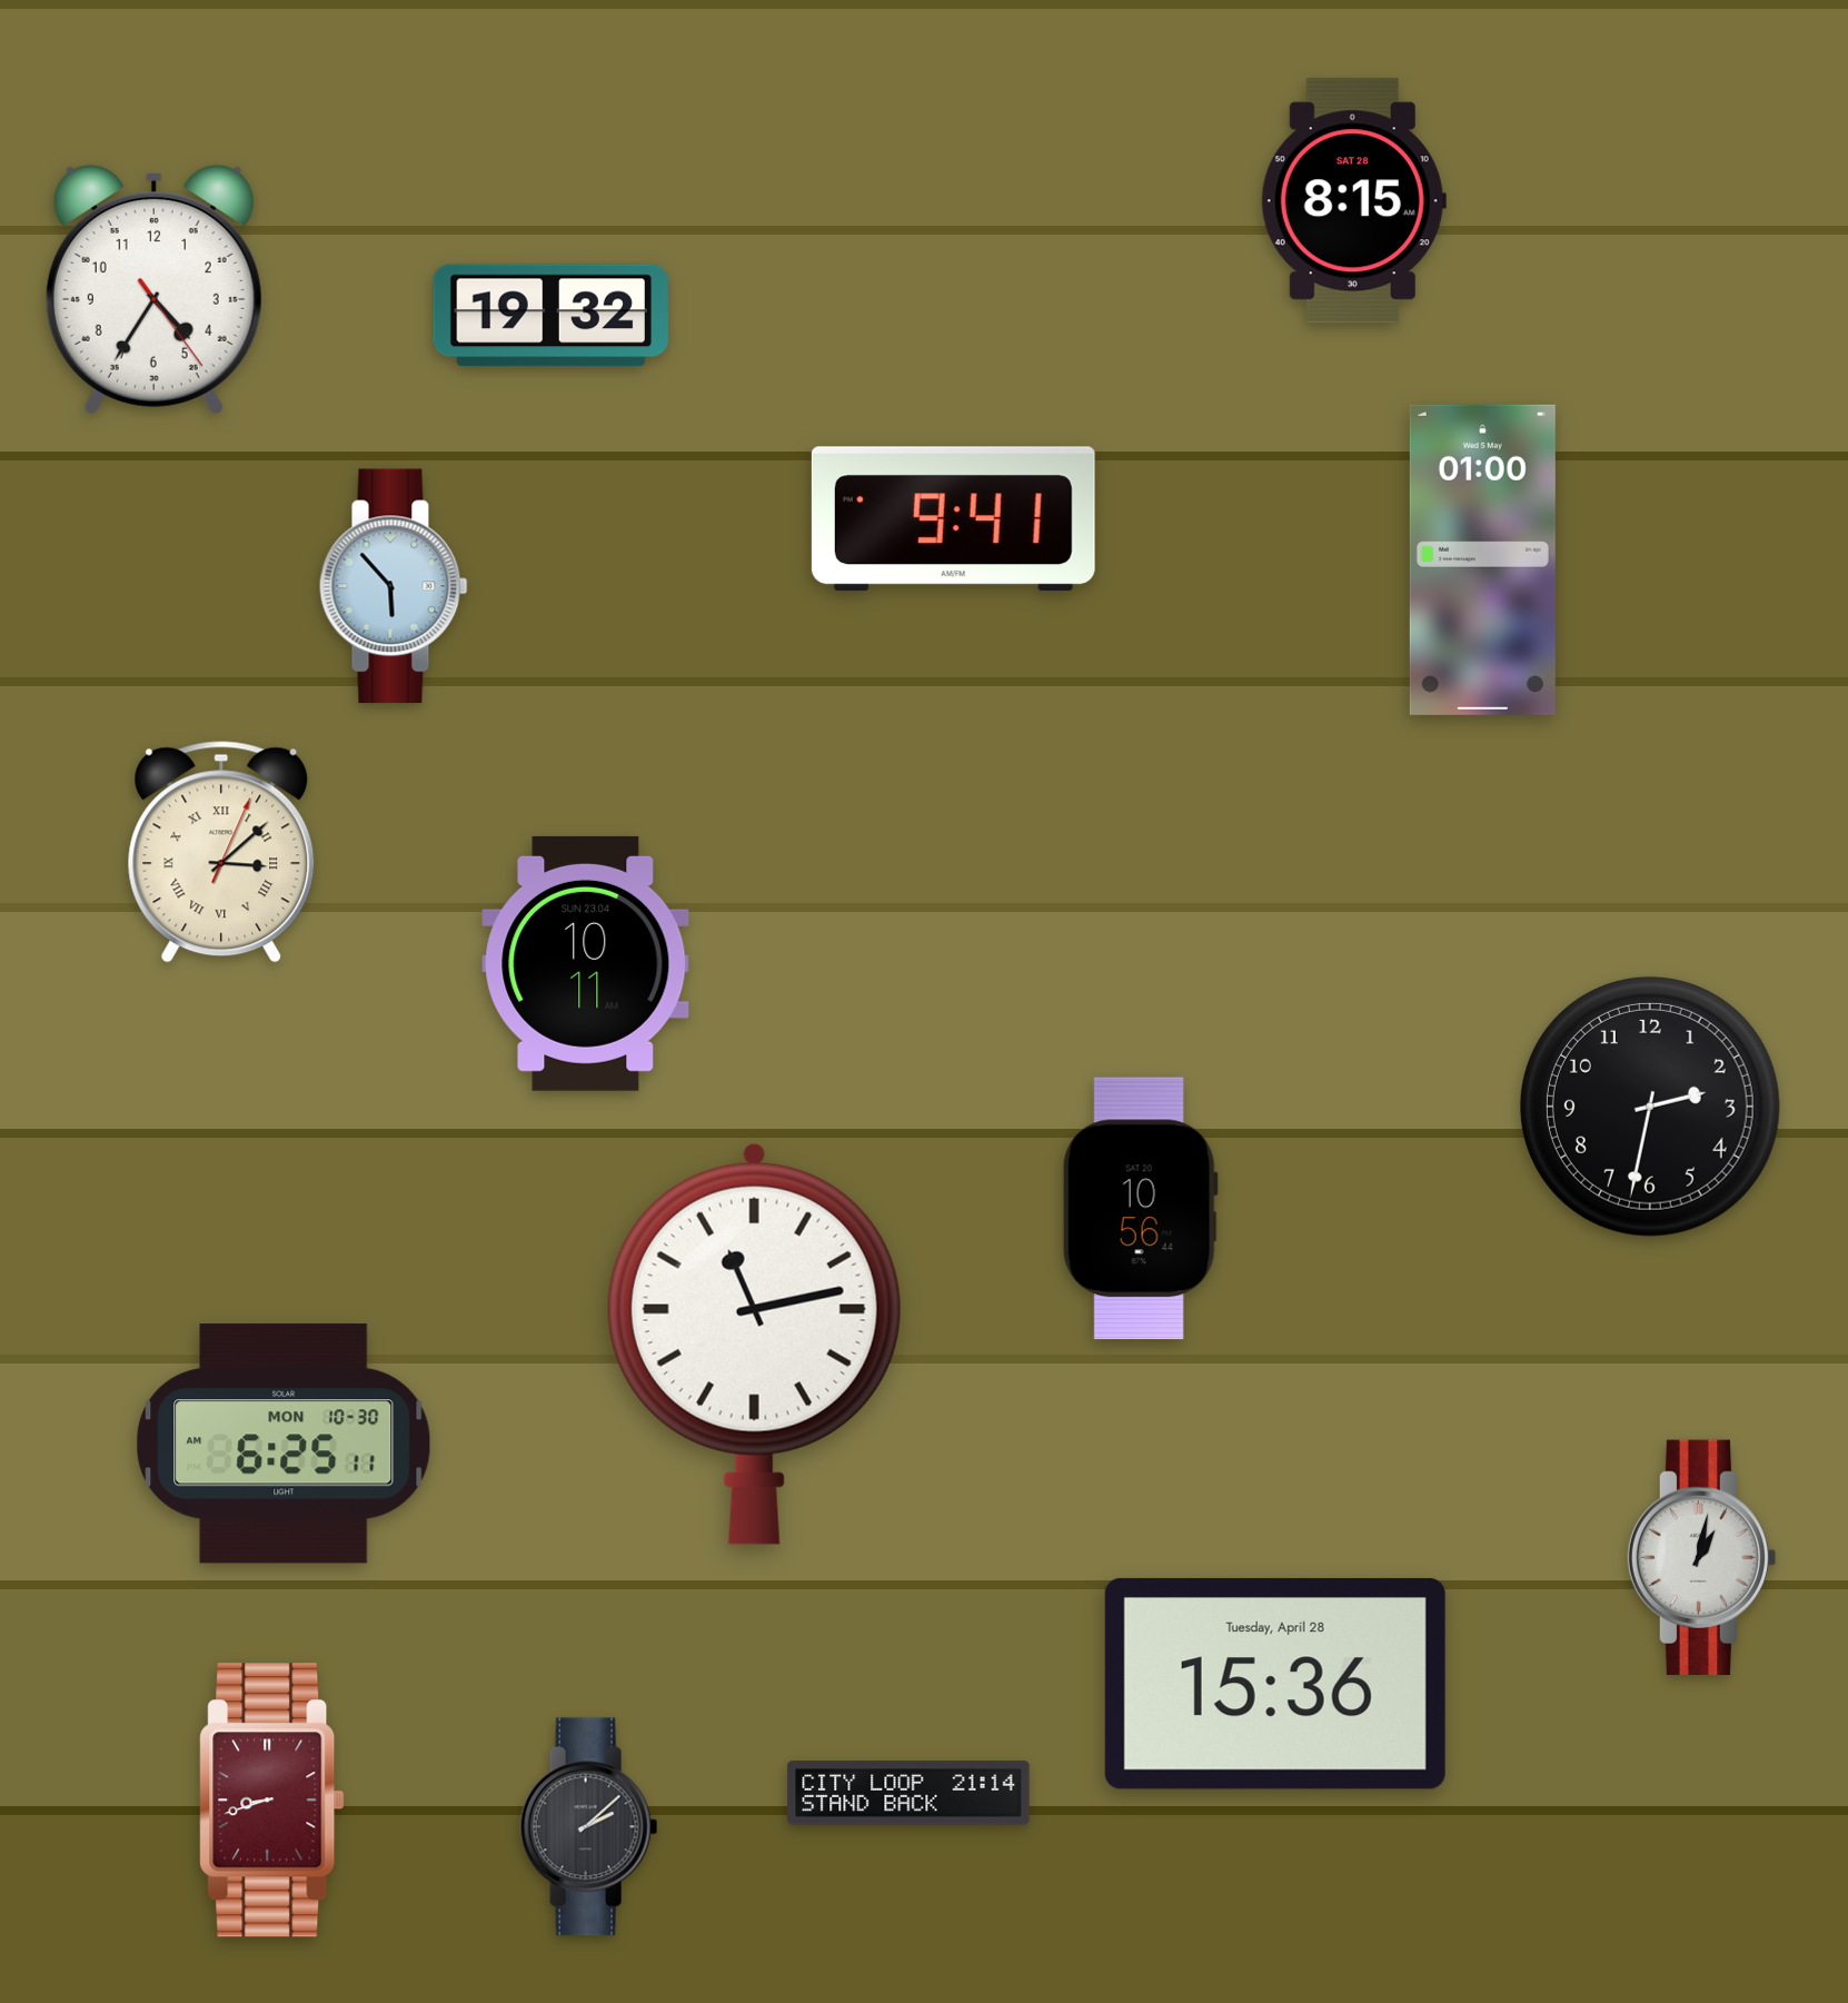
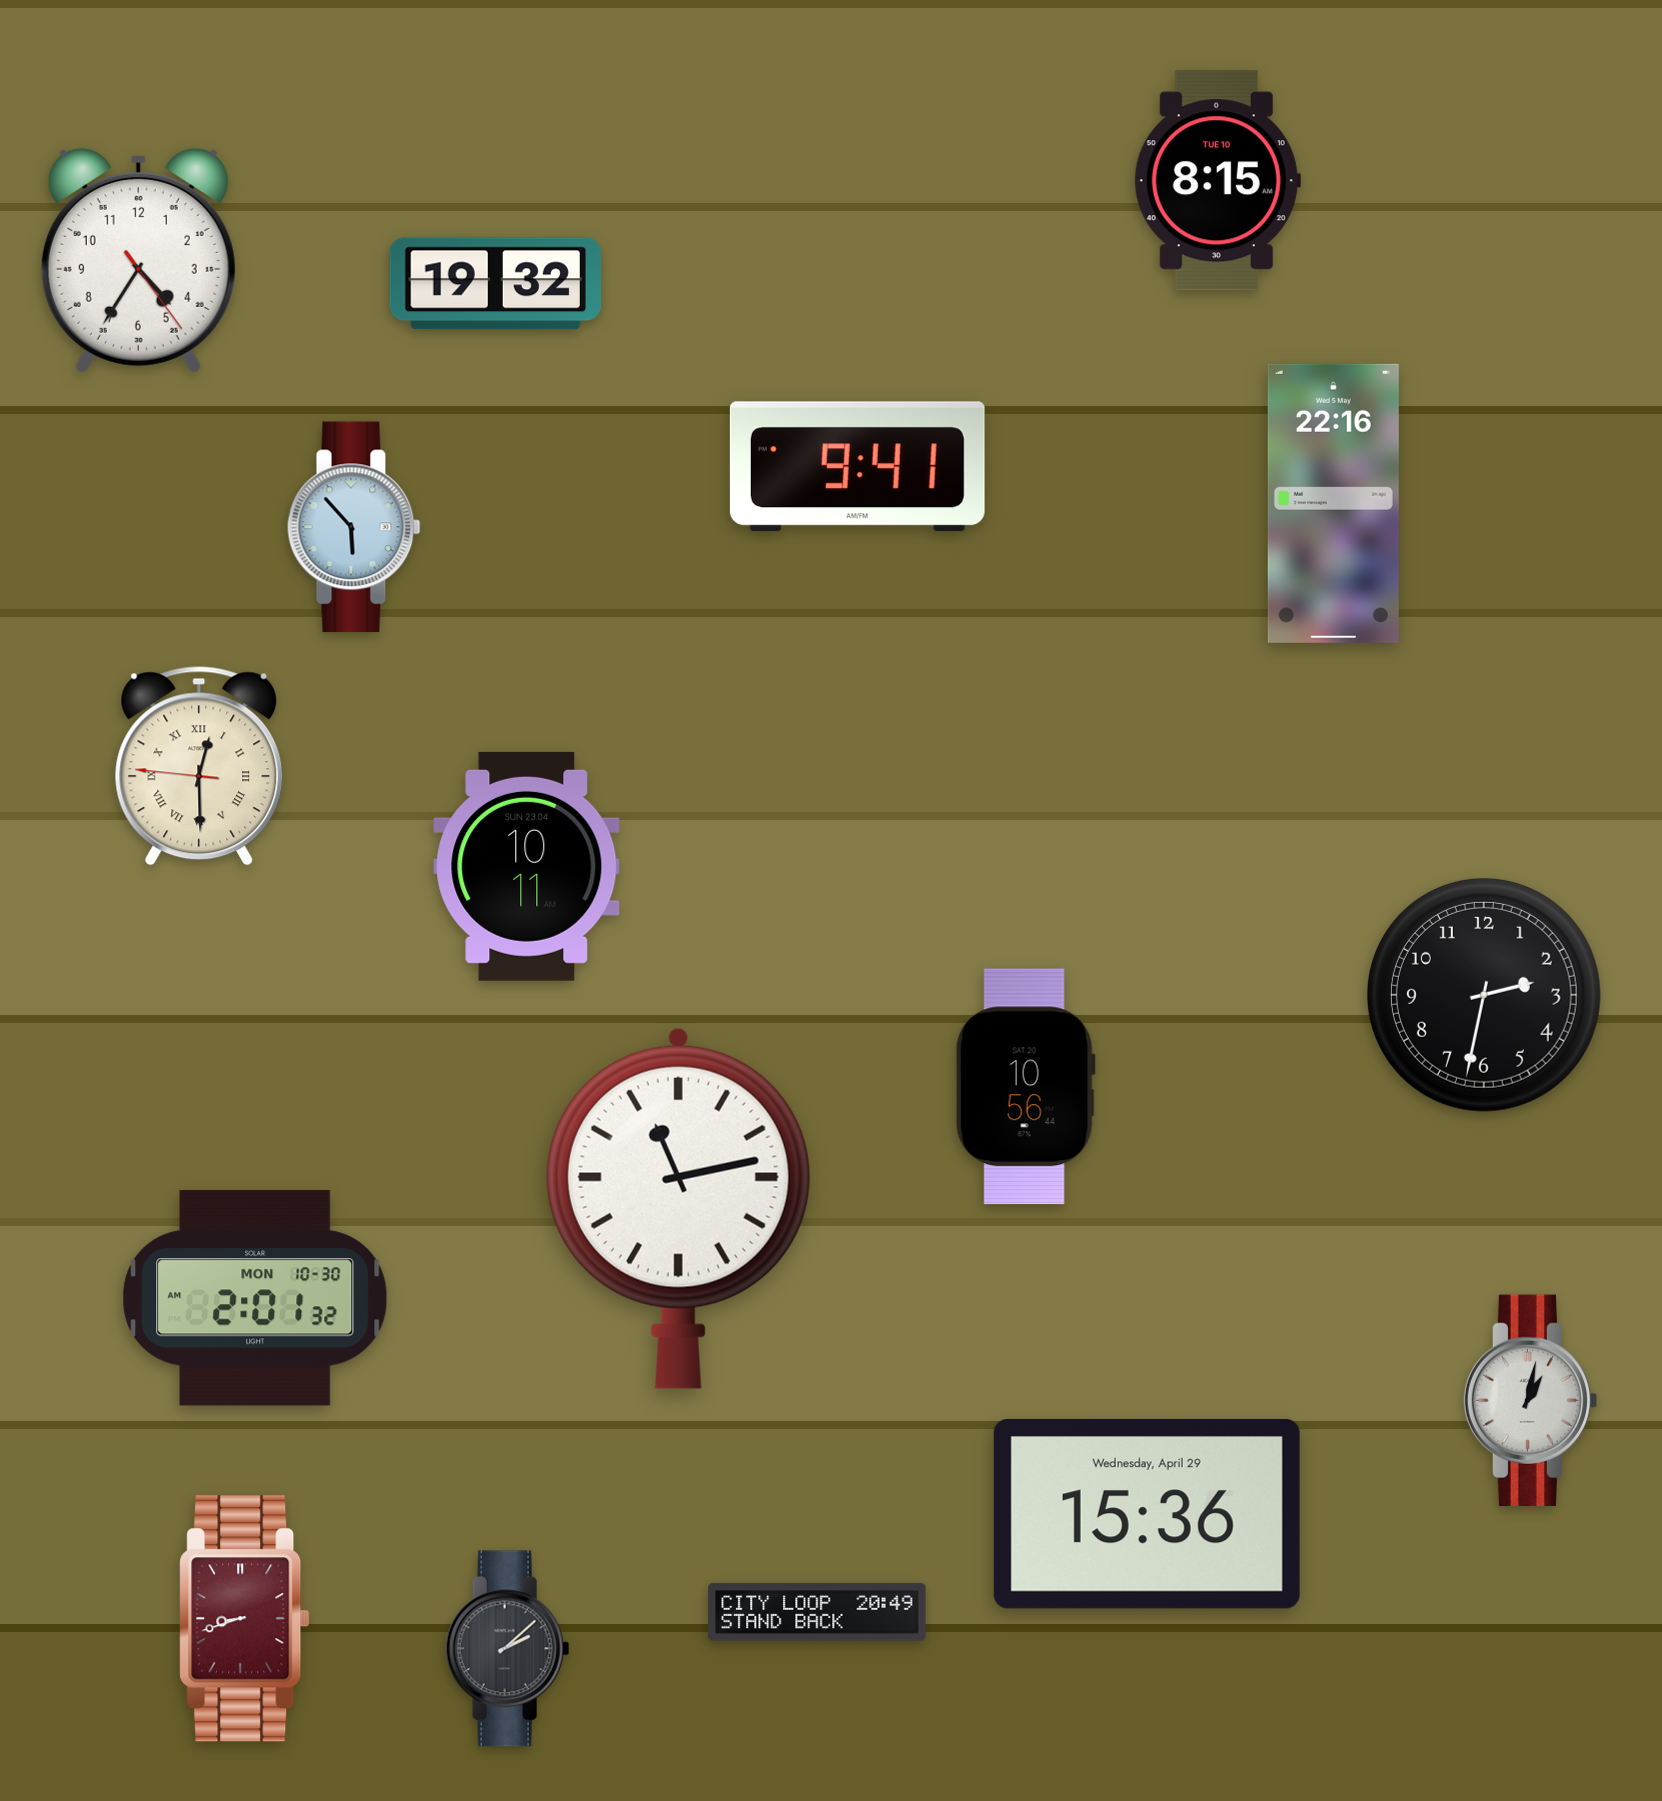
clock at (1353, 201) date: SAT 28 -> TUE 10
clock at (1482, 559): 01:00 -> 22:16
clock at (221, 852): 3:08 -> 12:29
clock at (284, 1444): 6:25 -> 2:01
clock at (1275, 1684) date: Tuesday, April 28 -> Wednesday, April 29
clock at (908, 1793): 21:14 -> 20:49
clock at (589, 1827) position: (589, 1827) -> (508, 1649)
